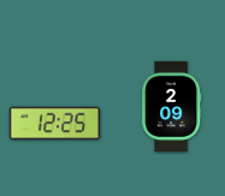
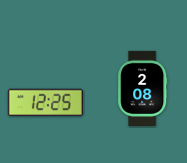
clock at (172, 106): 2:09 -> 2:08
